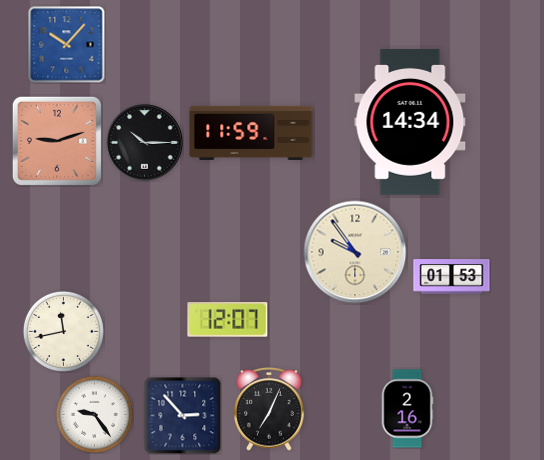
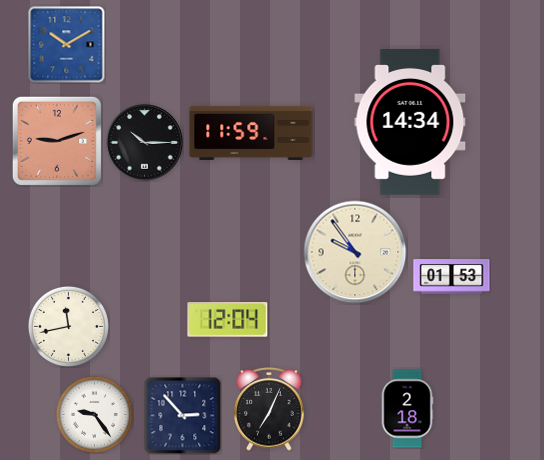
clock at (67, 45): 10:07 -> 10:10
clock at (228, 320): 12:07 -> 12:04
clock at (63, 331) position: (63, 331) -> (68, 326)
clock at (407, 409): 2:16 -> 2:18
